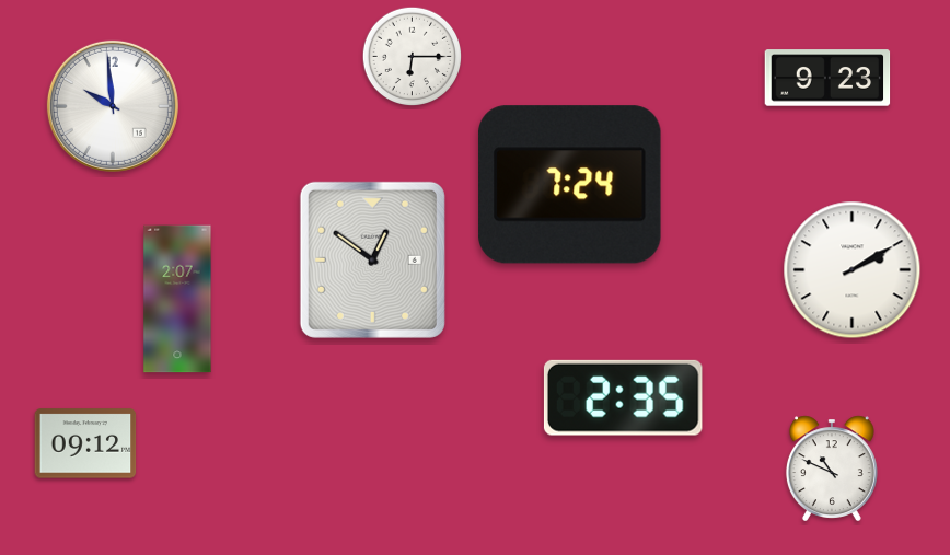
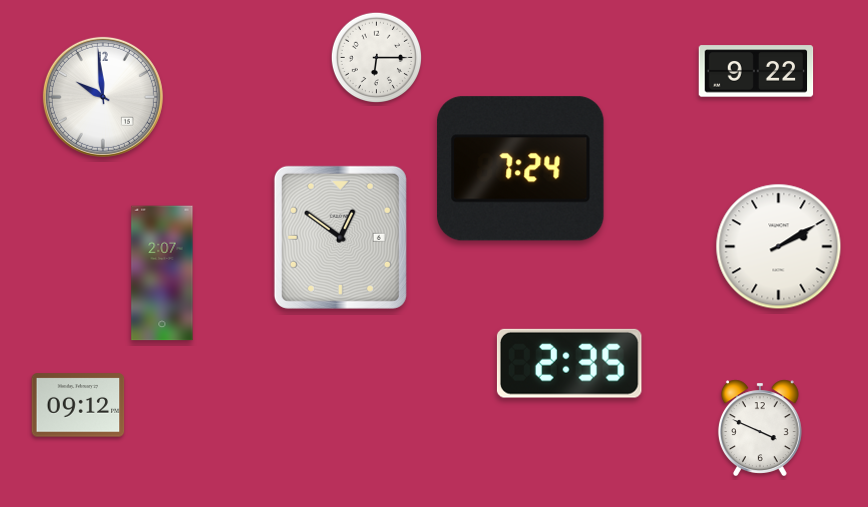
clock at (413, 57) position: (413, 57) -> (377, 58)
clock at (827, 78): 9:23 -> 9:22
clock at (832, 469): 10:49 -> 3:49
